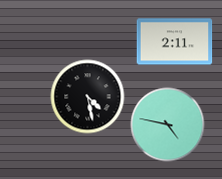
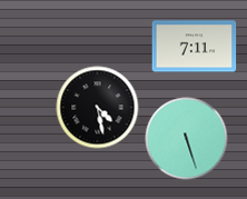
clock at (175, 42): 2:11 -> 7:11
clock at (168, 125): 4:47 -> 5:27
